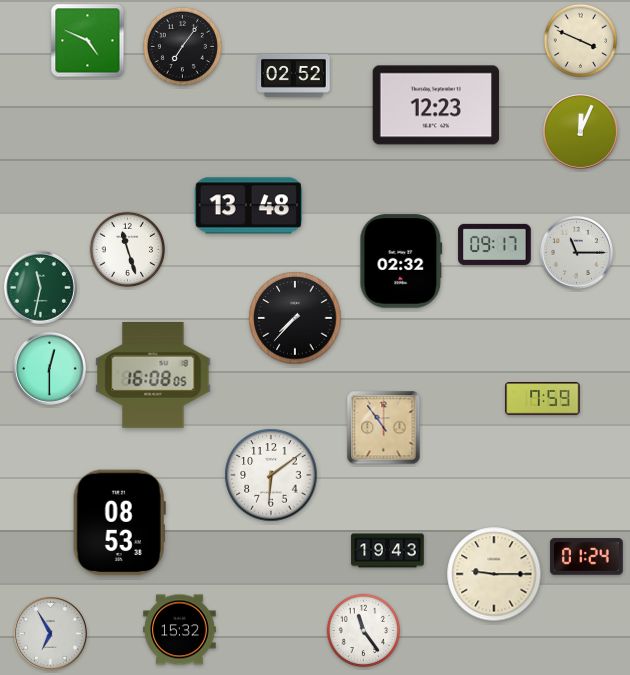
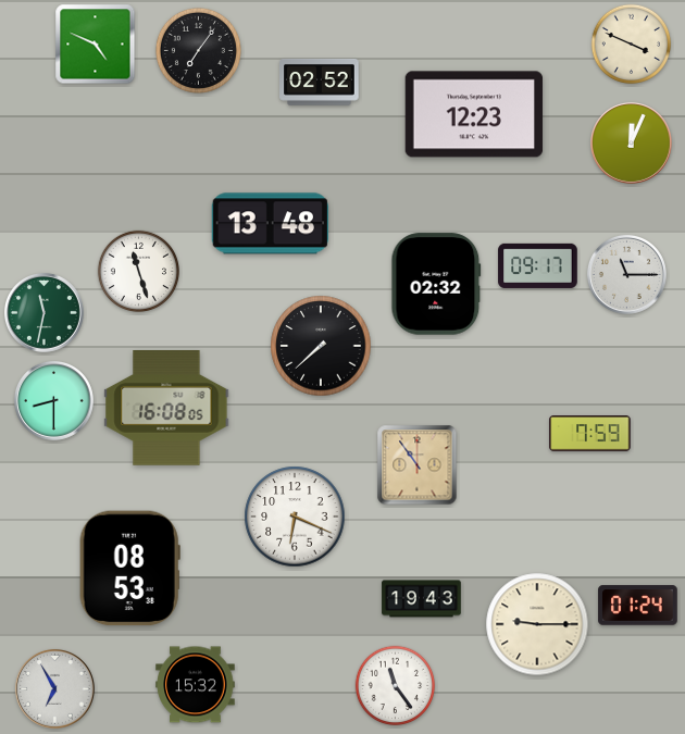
clock at (295, 318): 7:37 -> 7:38
clock at (50, 369): 12:30 -> 8:30
clock at (271, 475): 6:09 -> 6:19
